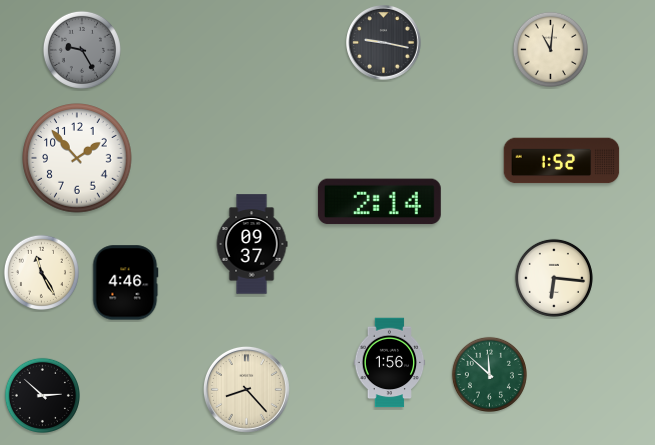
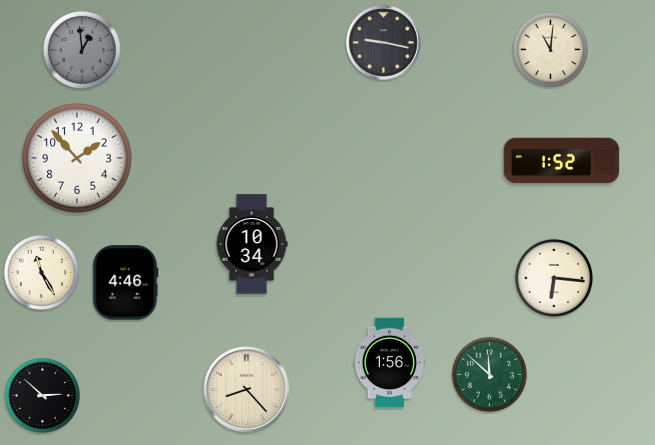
clock at (82, 50): 9:25 -> 12:59
clock at (379, 202): 2:14 -> none
clock at (252, 244): 09:37 -> 10:34
